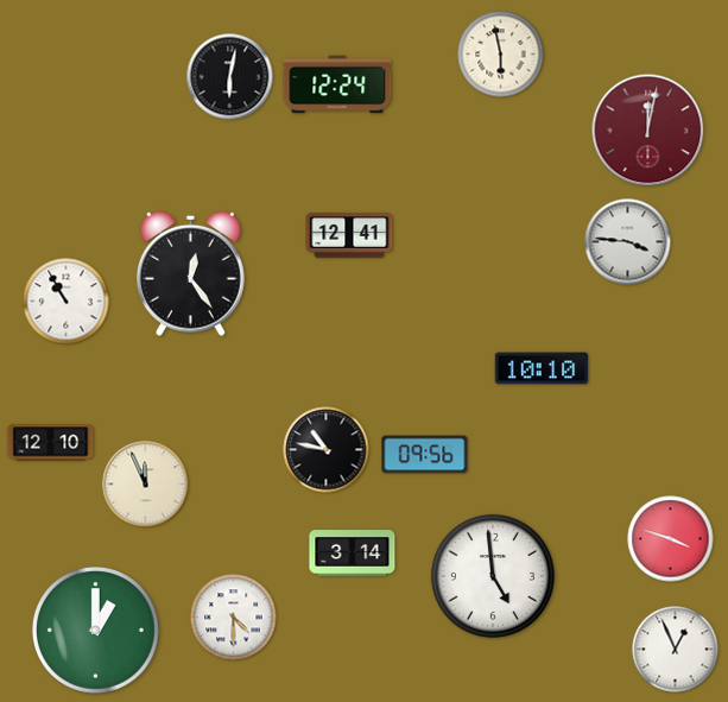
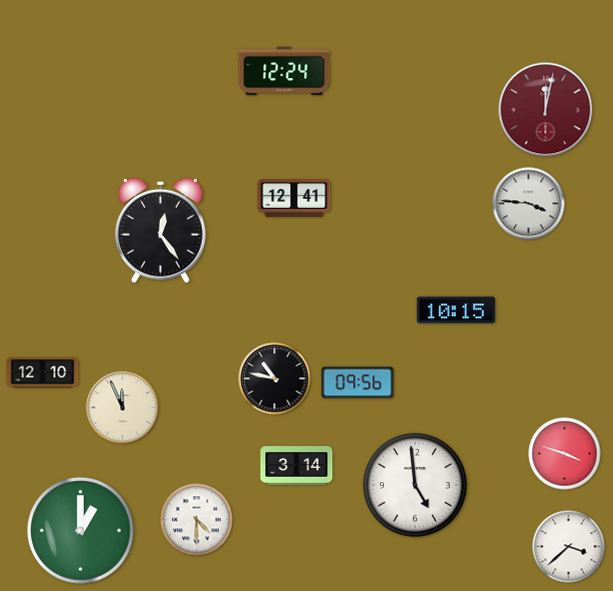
clock at (501, 55): 5:58 -> none
clock at (230, 77): 6:02 -> none
clock at (67, 302): 10:55 -> none
clock at (542, 368): 10:10 -> 10:15
clock at (676, 650): 12:56 -> 3:38
